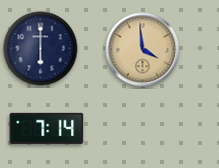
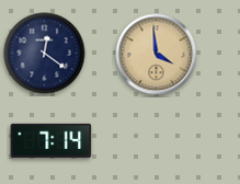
clock at (41, 49): 6:00 -> 12:21
